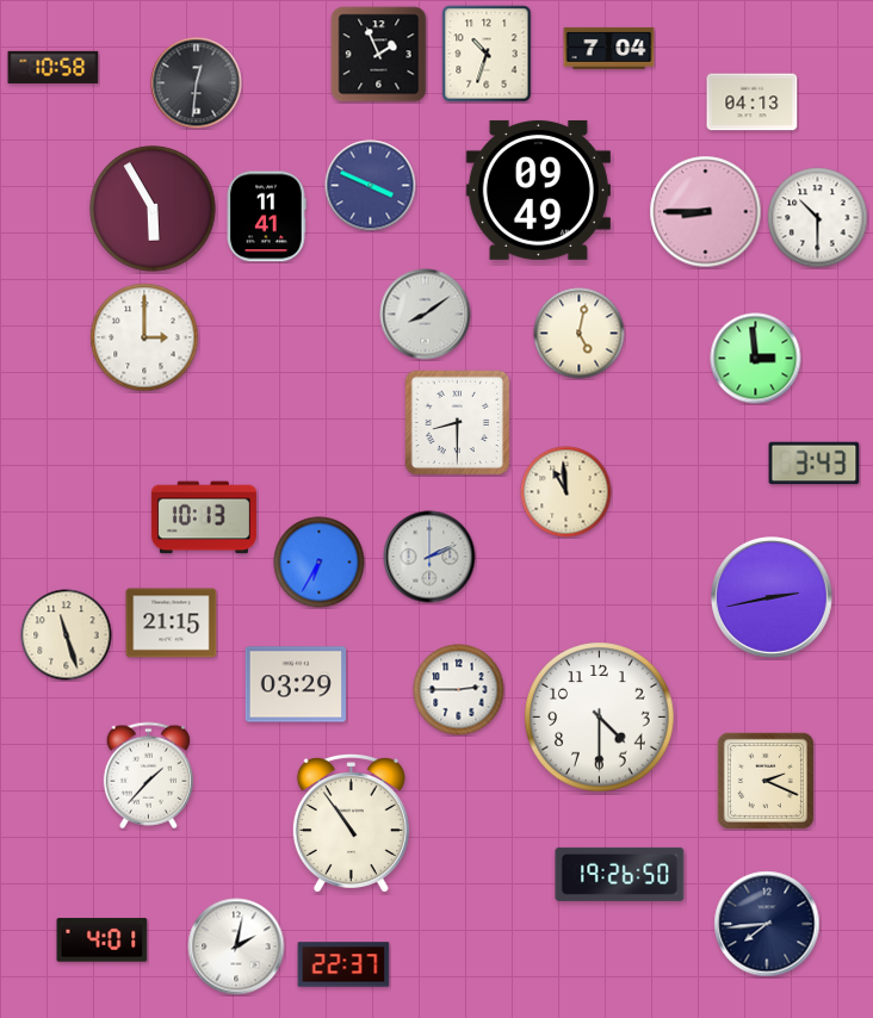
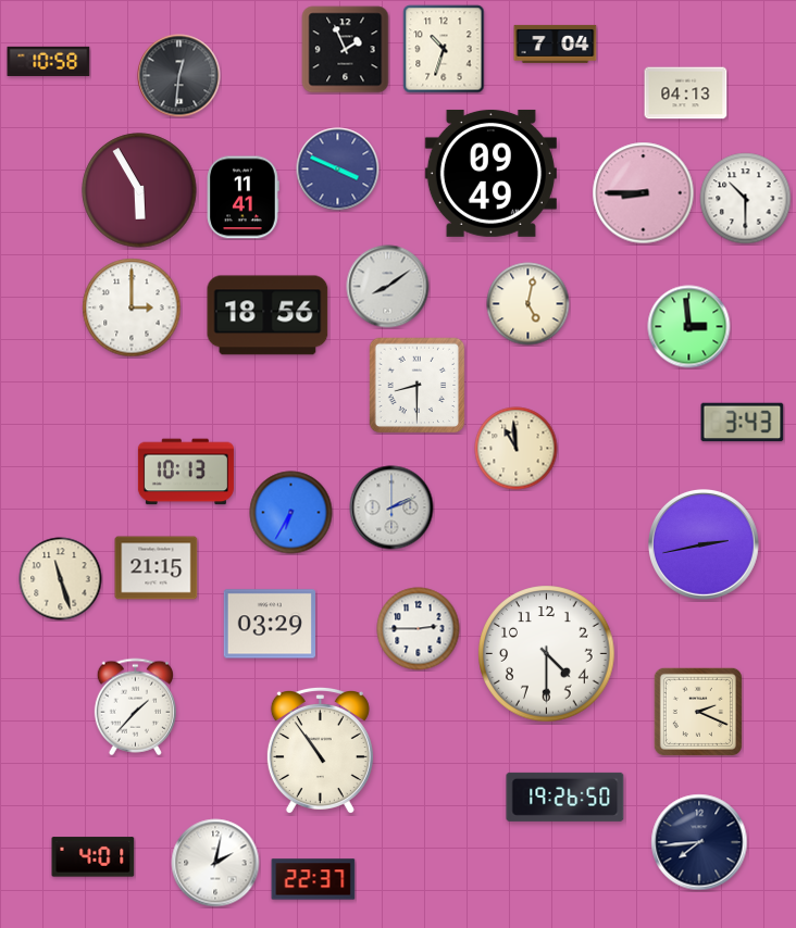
clock at (268, 315): none -> 18:56
